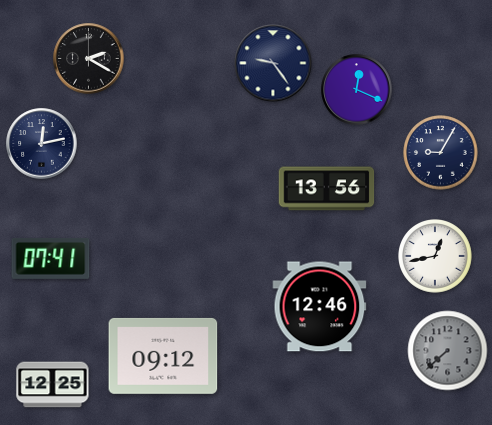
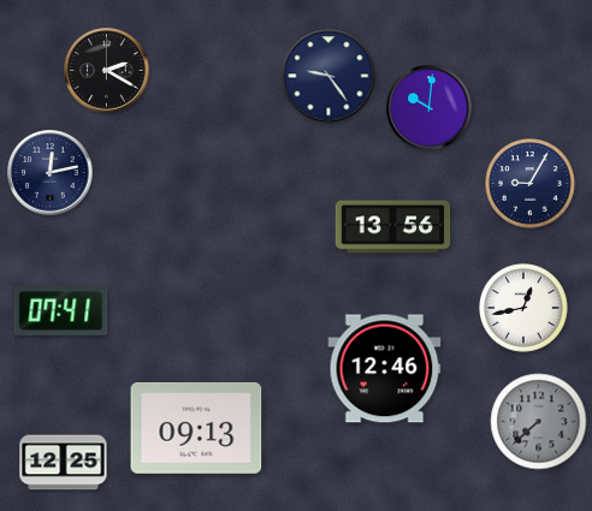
clock at (357, 90): 12:19 -> 10:01
clock at (163, 356): 09:12 -> 09:13
